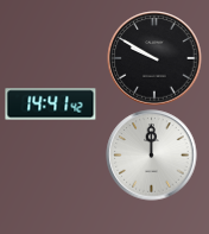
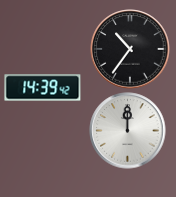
clock at (154, 58): 9:50 -> 10:36
clock at (51, 105): 14:41 -> 14:39
